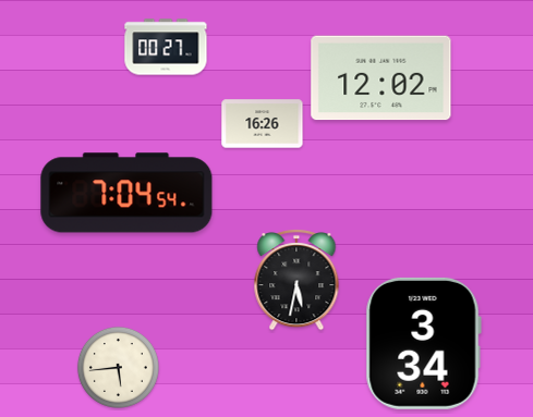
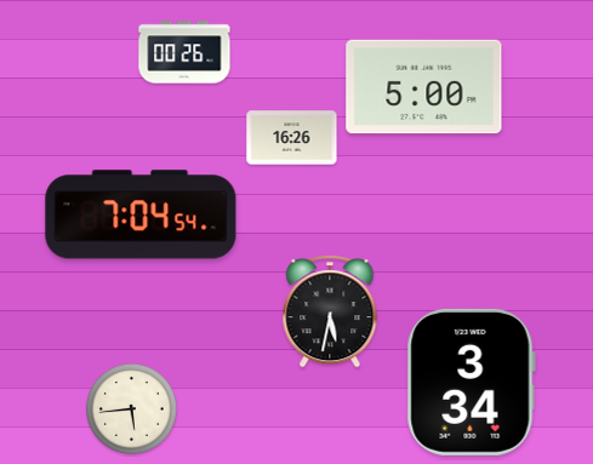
clock at (166, 47): 00:27 -> 00:26
clock at (381, 78): 12:02 -> 5:00
